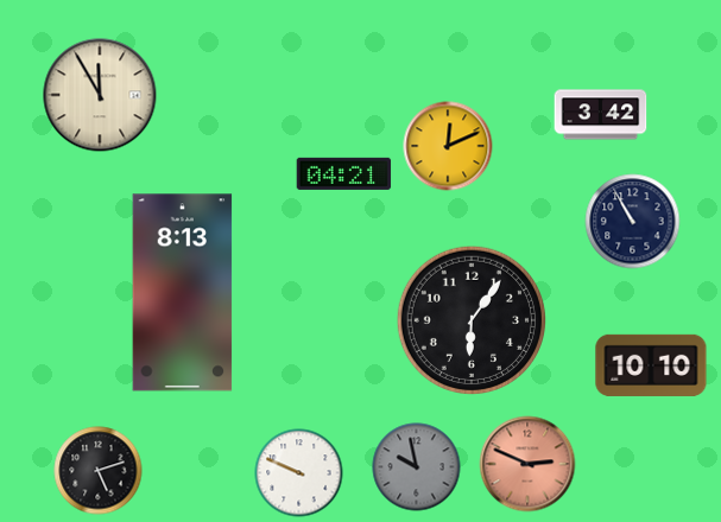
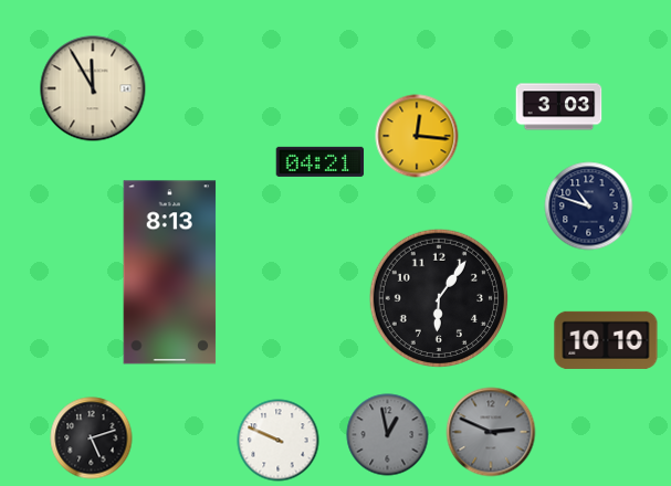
clock at (601, 115): 3:42 -> 3:03
clock at (448, 146): 12:11 -> 12:16
clock at (633, 222): 10:55 -> 10:48
clock at (527, 464) dial: salmon -> grey
clock at (417, 467): 9:58 -> 12:58
